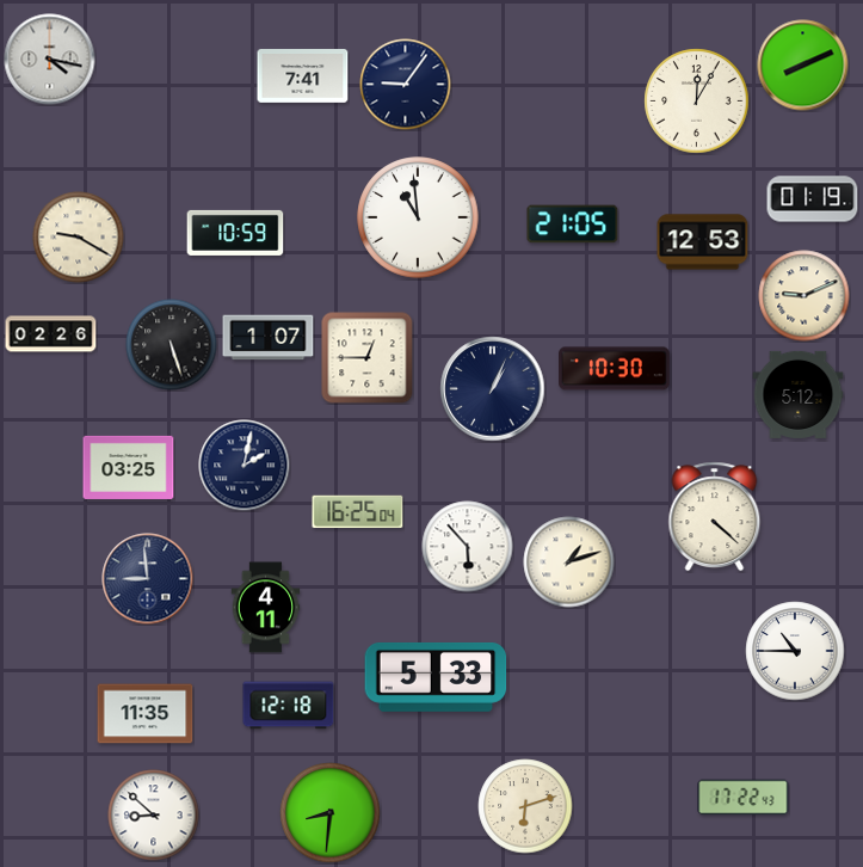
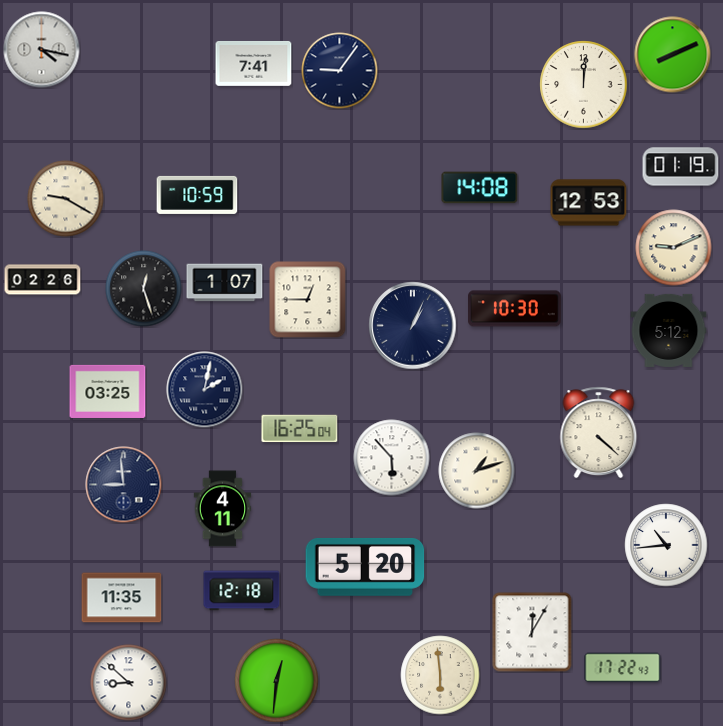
clock at (697, 102): 12:05 -> 12:01
clock at (418, 217): 10:59 -> none
clock at (573, 225): 21:05 -> 14:08
clock at (172, 345): 5:27 -> 12:27
clock at (795, 651): 10:45 -> 10:44
clock at (436, 677): 5:33 -> 5:20
clock at (532, 632): none -> 12:05
clock at (525, 806): 6:12 -> 5:59
clock at (331, 813): 8:31 -> 12:31
